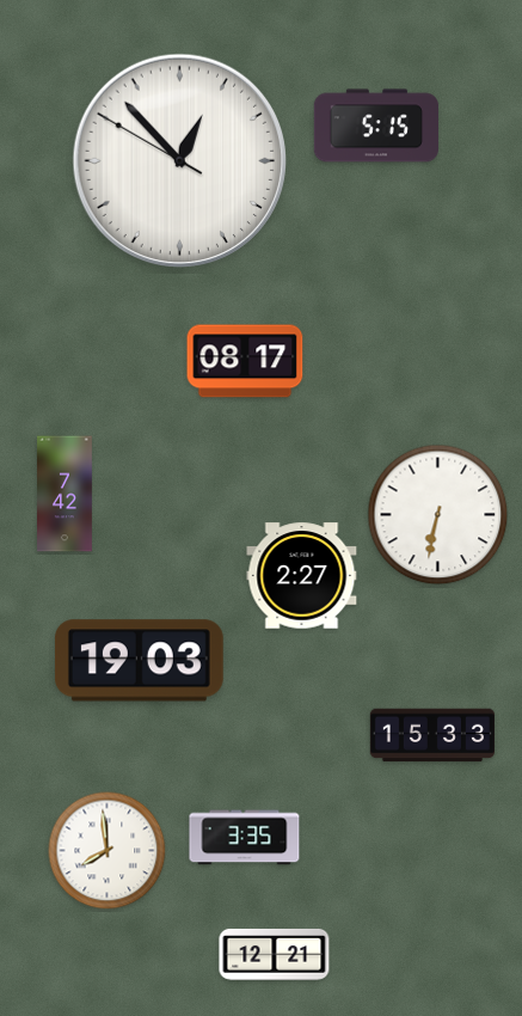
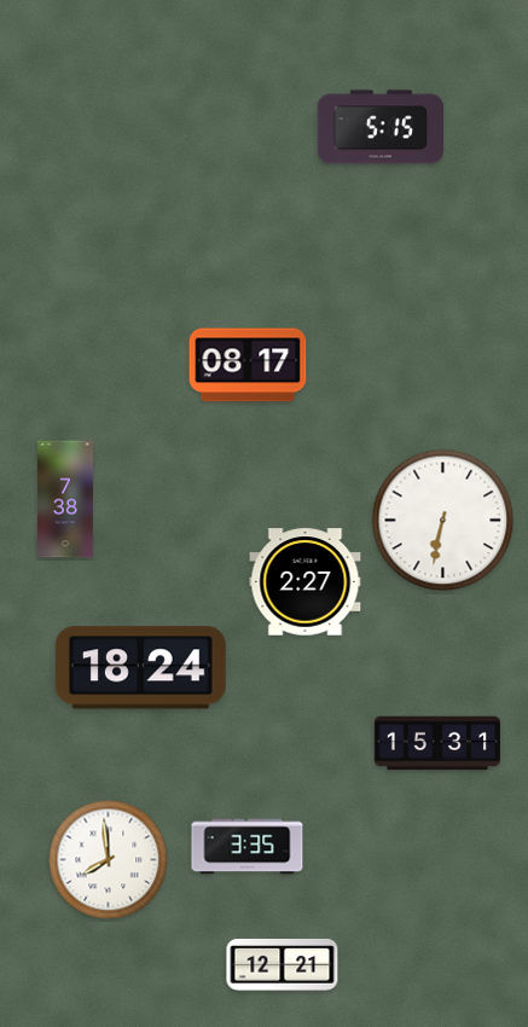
clock at (179, 160): 12:52 -> none
clock at (66, 494): 7:42 -> 7:38
clock at (139, 661): 19:03 -> 18:24
clock at (431, 735): 15:33 -> 15:31
clock at (275, 954) position: (275, 954) -> (283, 964)
